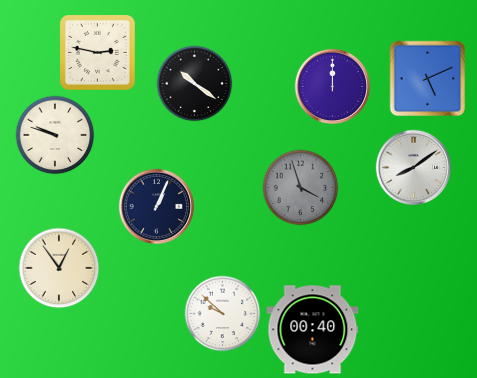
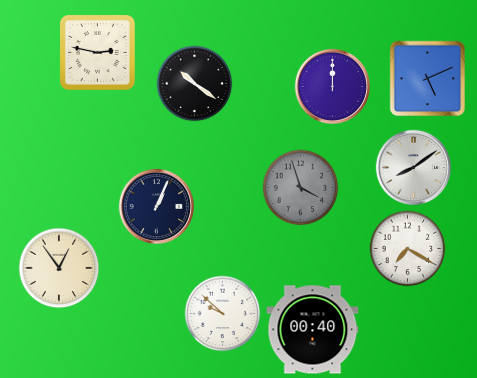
clock at (55, 135): 9:48 -> none
clock at (408, 249): none -> 7:20
